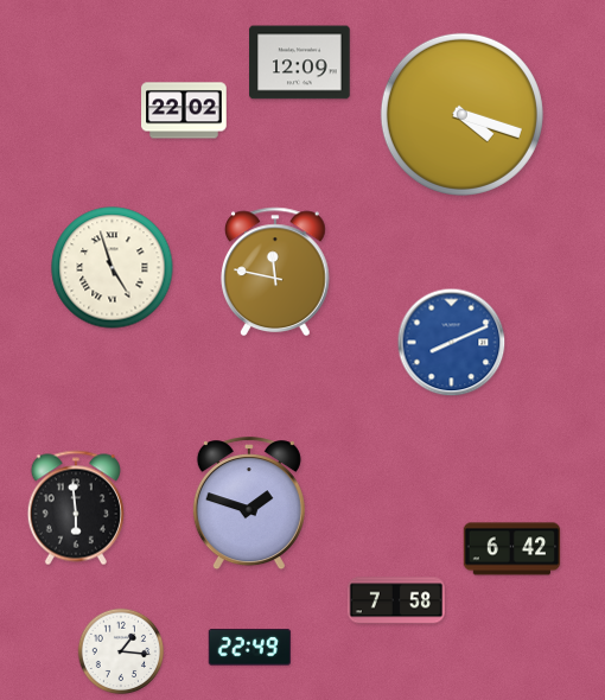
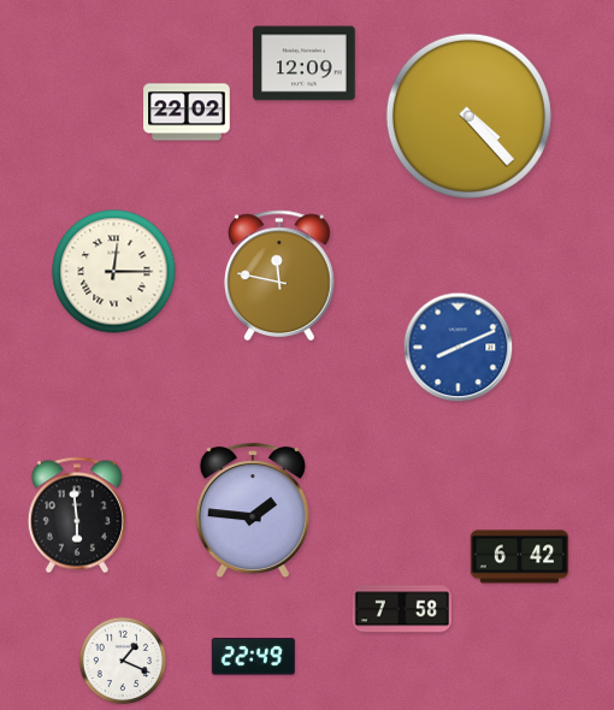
clock at (461, 114): 4:18 -> 4:23
clock at (113, 268): 4:57 -> 12:15
clock at (249, 504): 1:48 -> 1:46
clock at (121, 651): 1:16 -> 1:19
